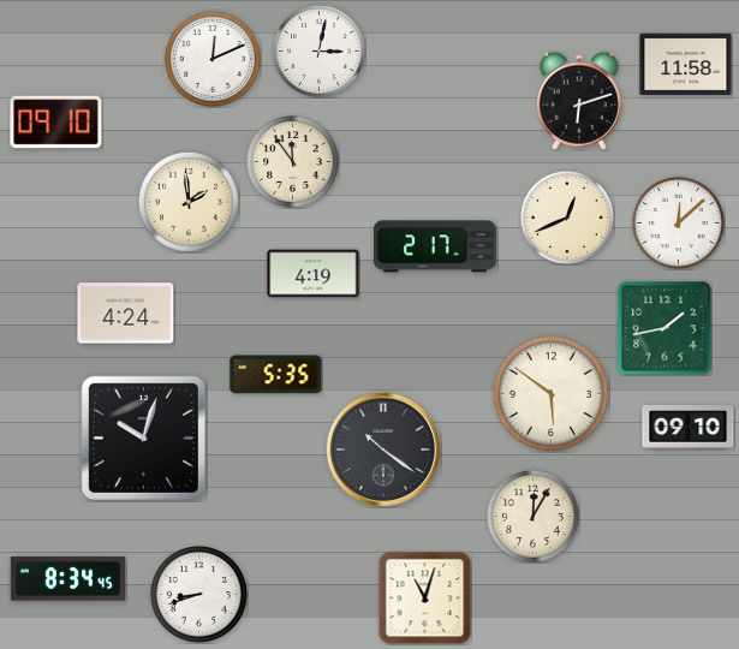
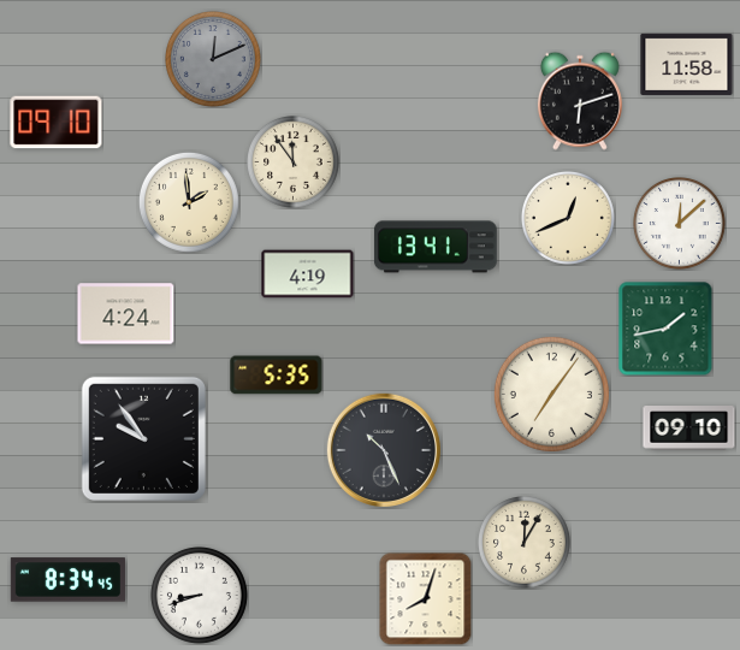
clock at (320, 52): 3:02 -> none
clock at (213, 59) dial: white -> grey
clock at (435, 246): 2:17 -> 13:41
clock at (314, 274) position: (314, 274) -> (308, 274)
clock at (550, 393): 5:51 -> 7:06
clock at (143, 437): 10:03 -> 9:54
clock at (382, 448): 10:21 -> 10:26
clock at (534, 517) position: (534, 517) -> (525, 543)
clock at (424, 597): 11:03 -> 8:03
